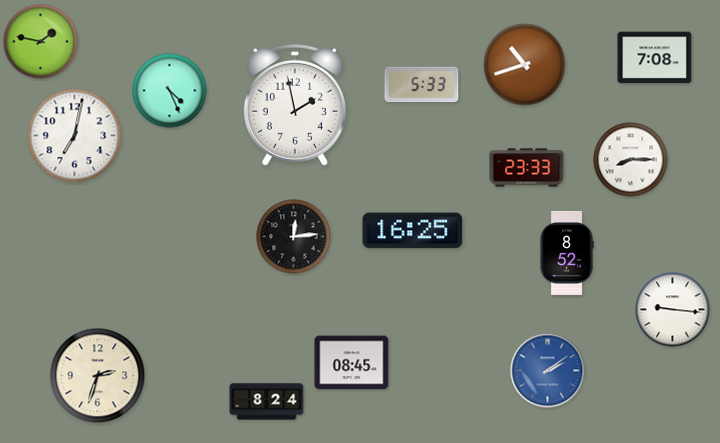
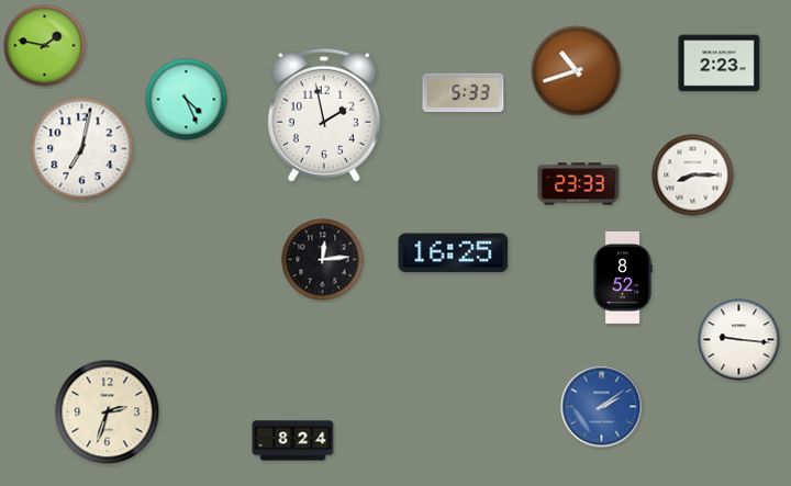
clock at (655, 58): 7:08 -> 2:23
clock at (352, 363): 08:45 -> none
